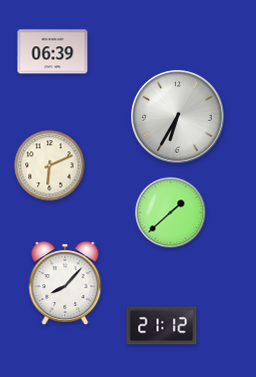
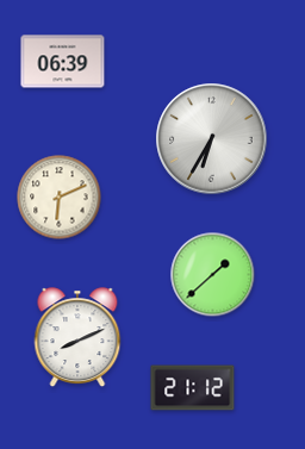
clock at (171, 213) position: (171, 213) -> (213, 275)
clock at (65, 283): 8:07 -> 8:11
